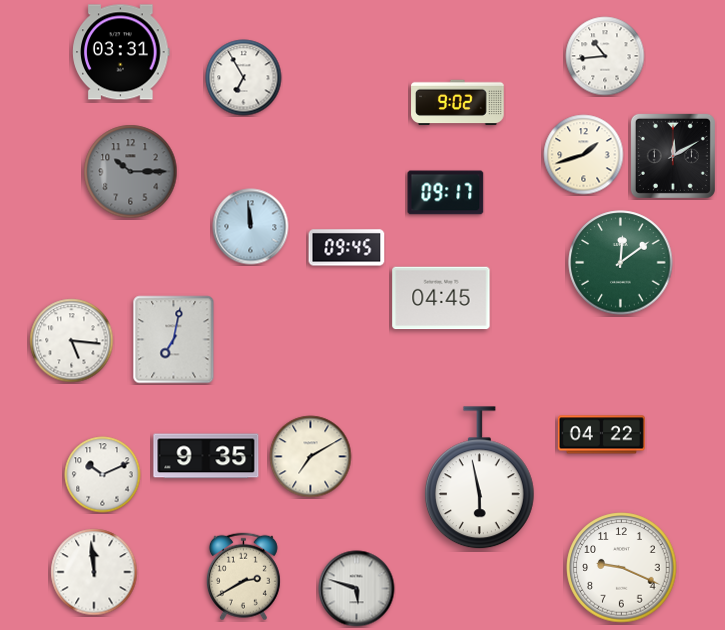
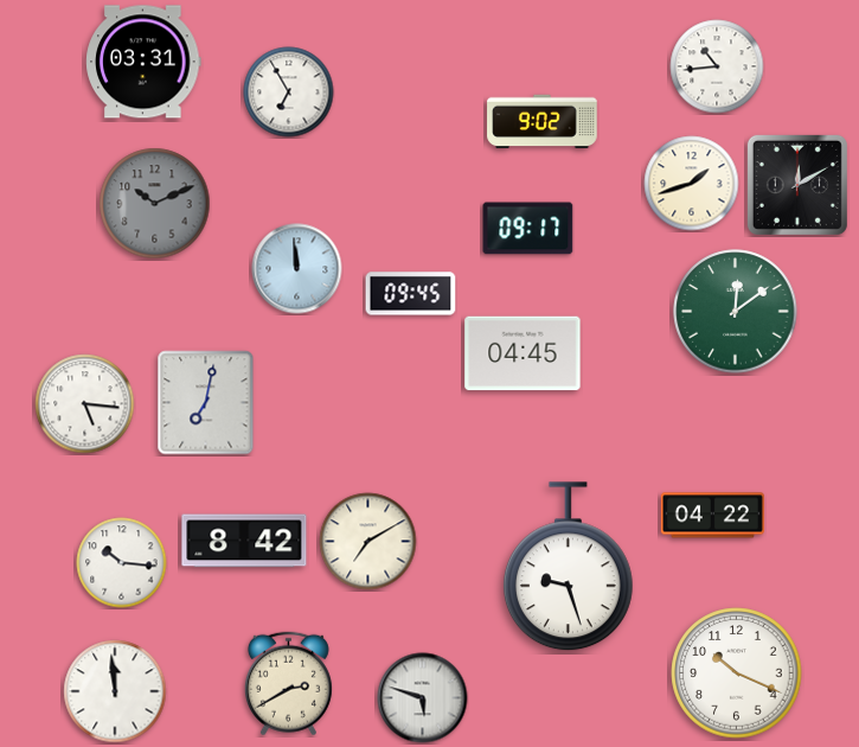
clock at (131, 172): 10:15 -> 10:11
clock at (206, 456): 9:35 -> 8:42
clock at (103, 475): 10:11 -> 10:16
clock at (479, 478): 5:58 -> 9:27
clock at (622, 568): 9:19 -> 10:19
clock at (94, 572) position: (94, 572) -> (115, 691)
